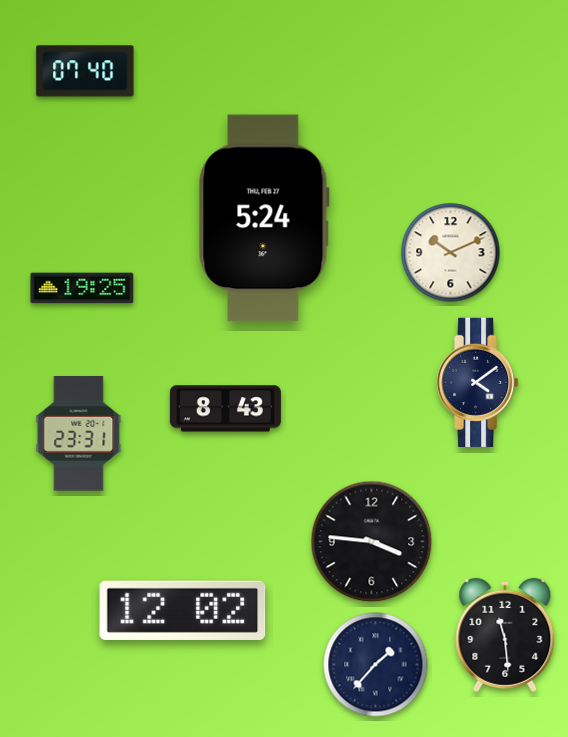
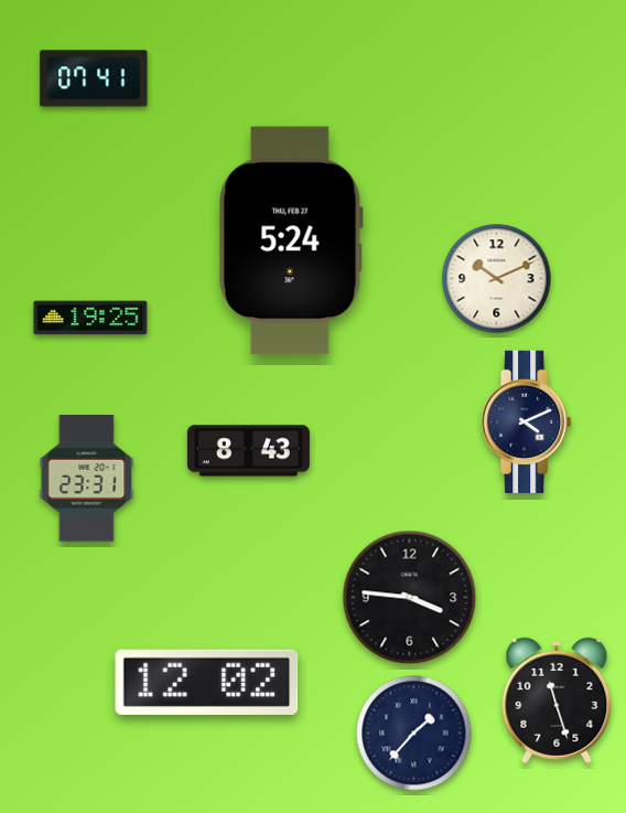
clock at (85, 71): 07:40 -> 07:41
clock at (478, 382): 4:09 -> 4:11
clock at (183, 610) position: (183, 610) -> (207, 682)
clock at (505, 635): 11:29 -> 11:27
